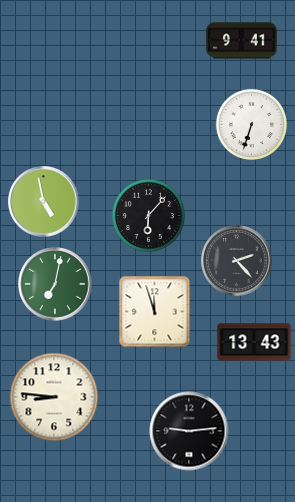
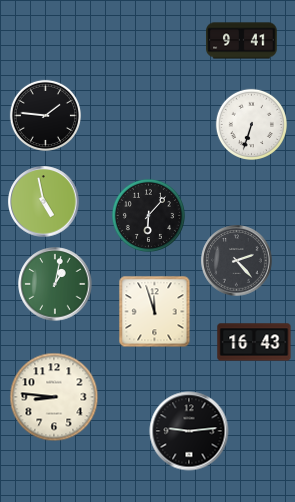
clock at (45, 115): none -> 1:46
clock at (55, 284): 7:02 -> 1:02
clock at (254, 342): 13:43 -> 16:43
